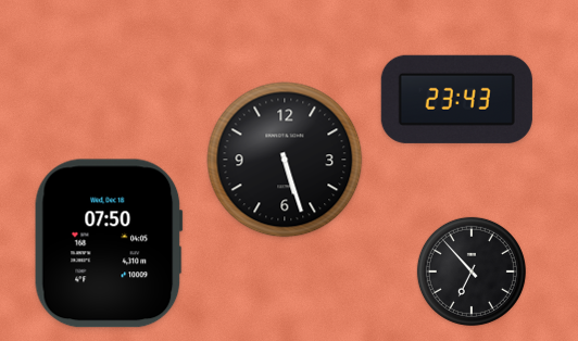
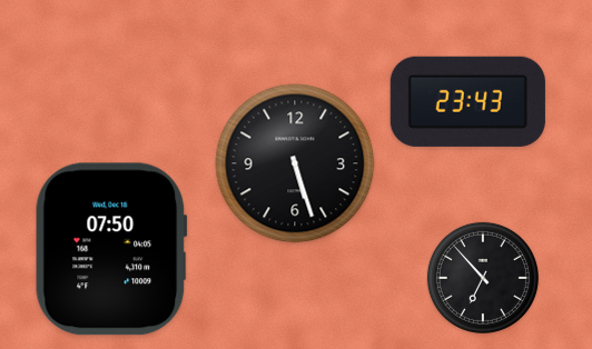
clock at (285, 160) position: (285, 160) -> (295, 163)
